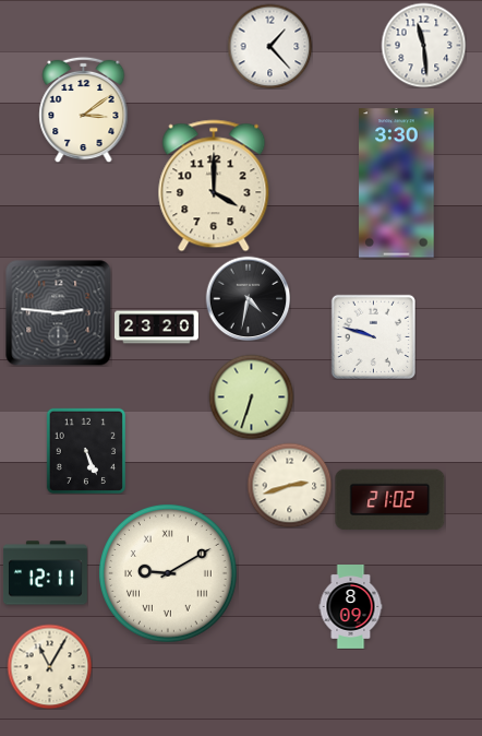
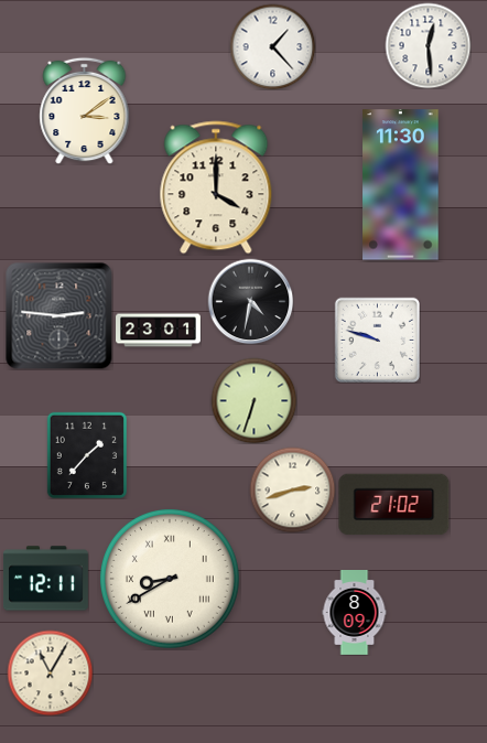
clock at (423, 45): 11:29 -> 12:29
clock at (397, 183): 3:30 -> 11:30
clock at (157, 328): 23:20 -> 23:01
clock at (85, 450): 5:26 -> 1:37
clock at (169, 574): 9:10 -> 8:40
